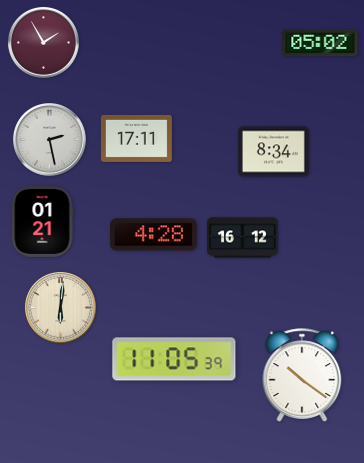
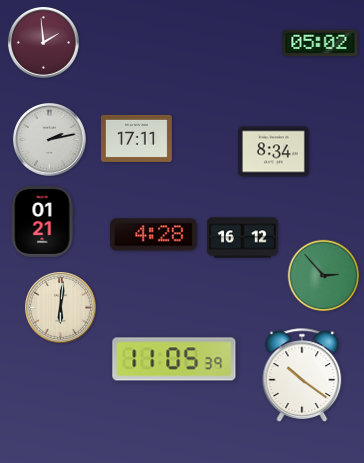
clock at (43, 42): 1:55 -> 1:59
clock at (50, 140): 2:28 -> 2:13
clock at (324, 276): none -> 2:53
